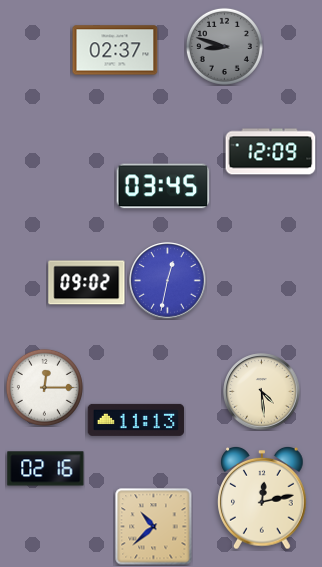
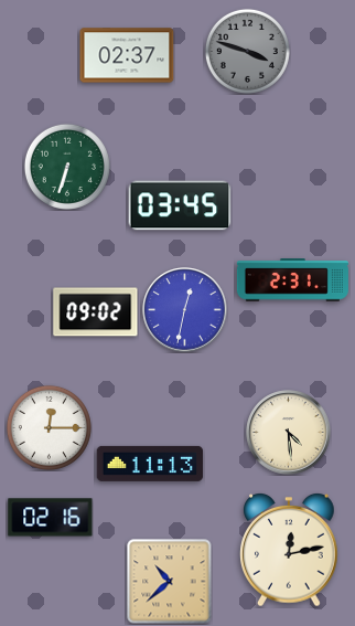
clock at (224, 46): 8:48 -> 3:48
clock at (67, 167): none -> 6:33
clock at (271, 152): 12:09 -> none
clock at (292, 280): none -> 2:31
